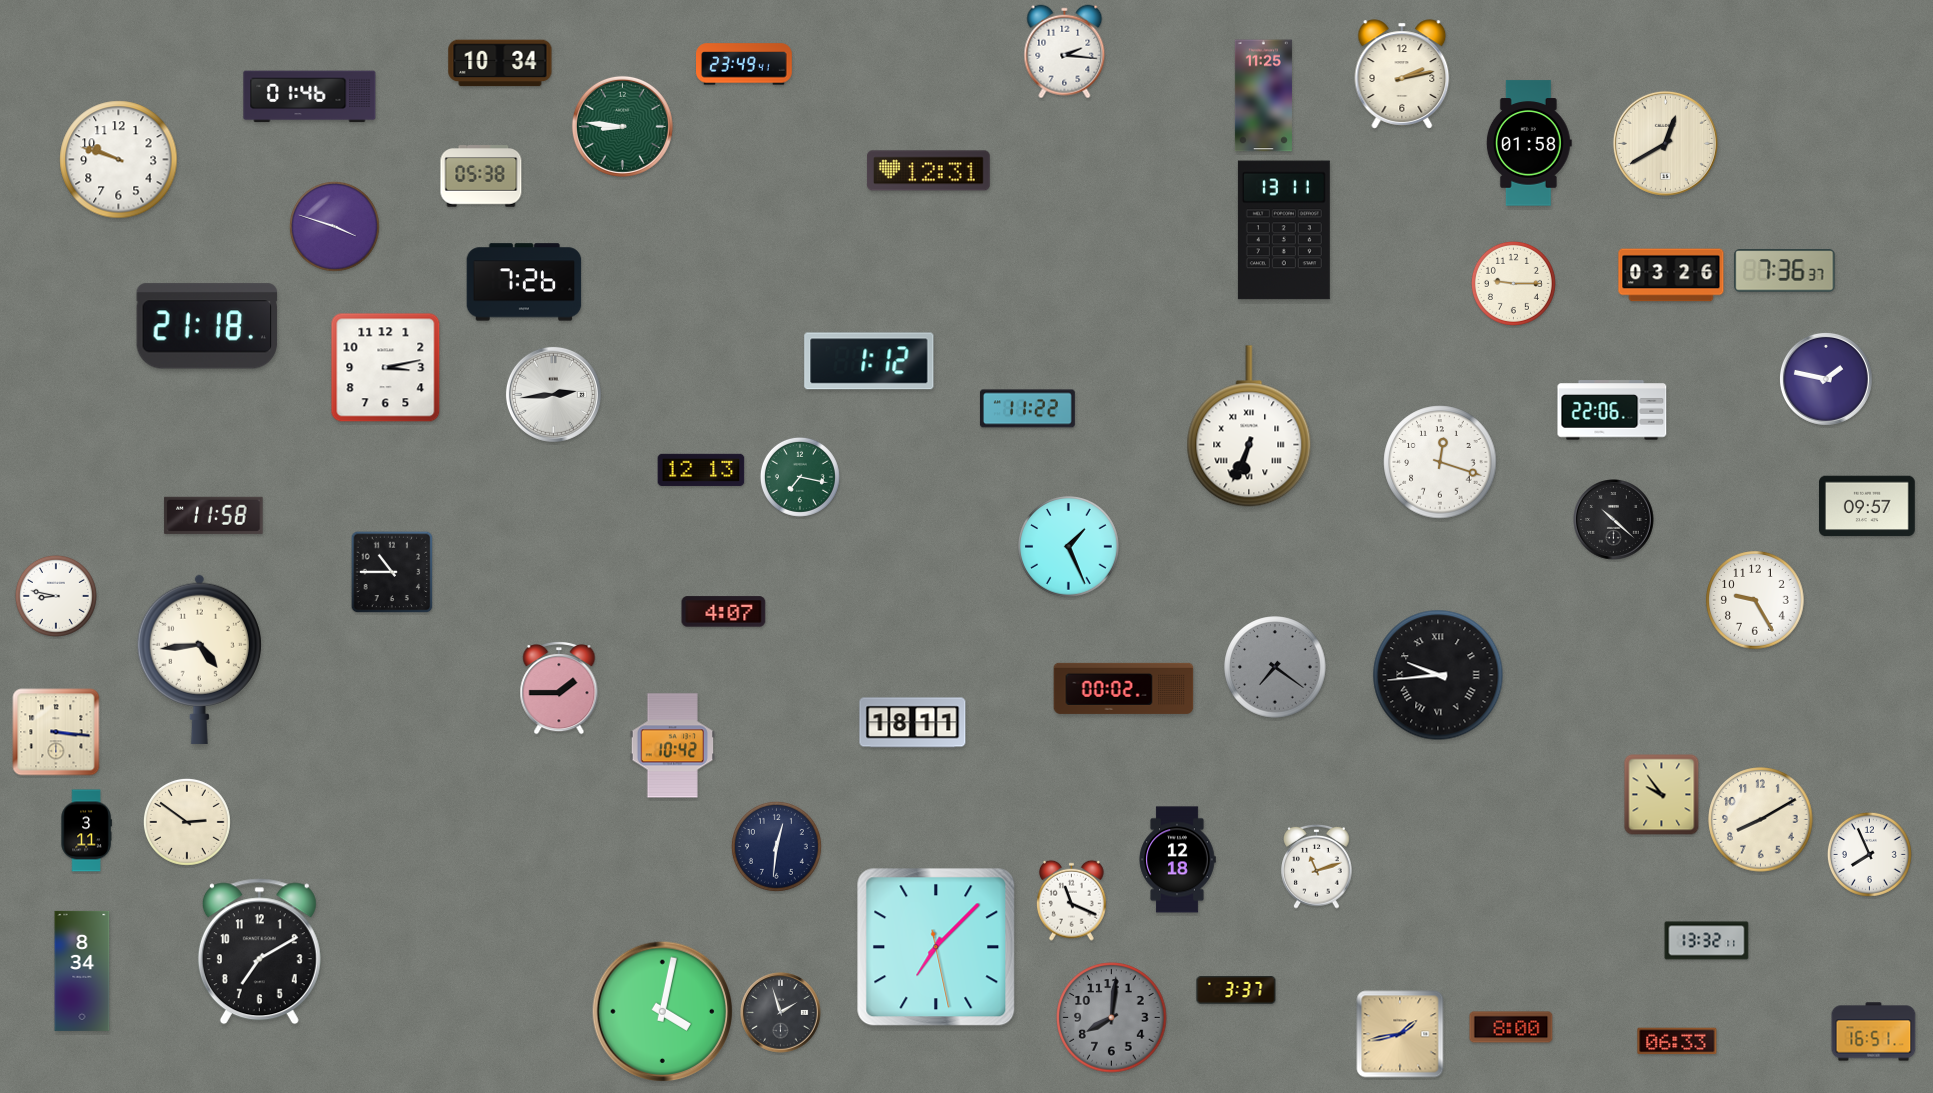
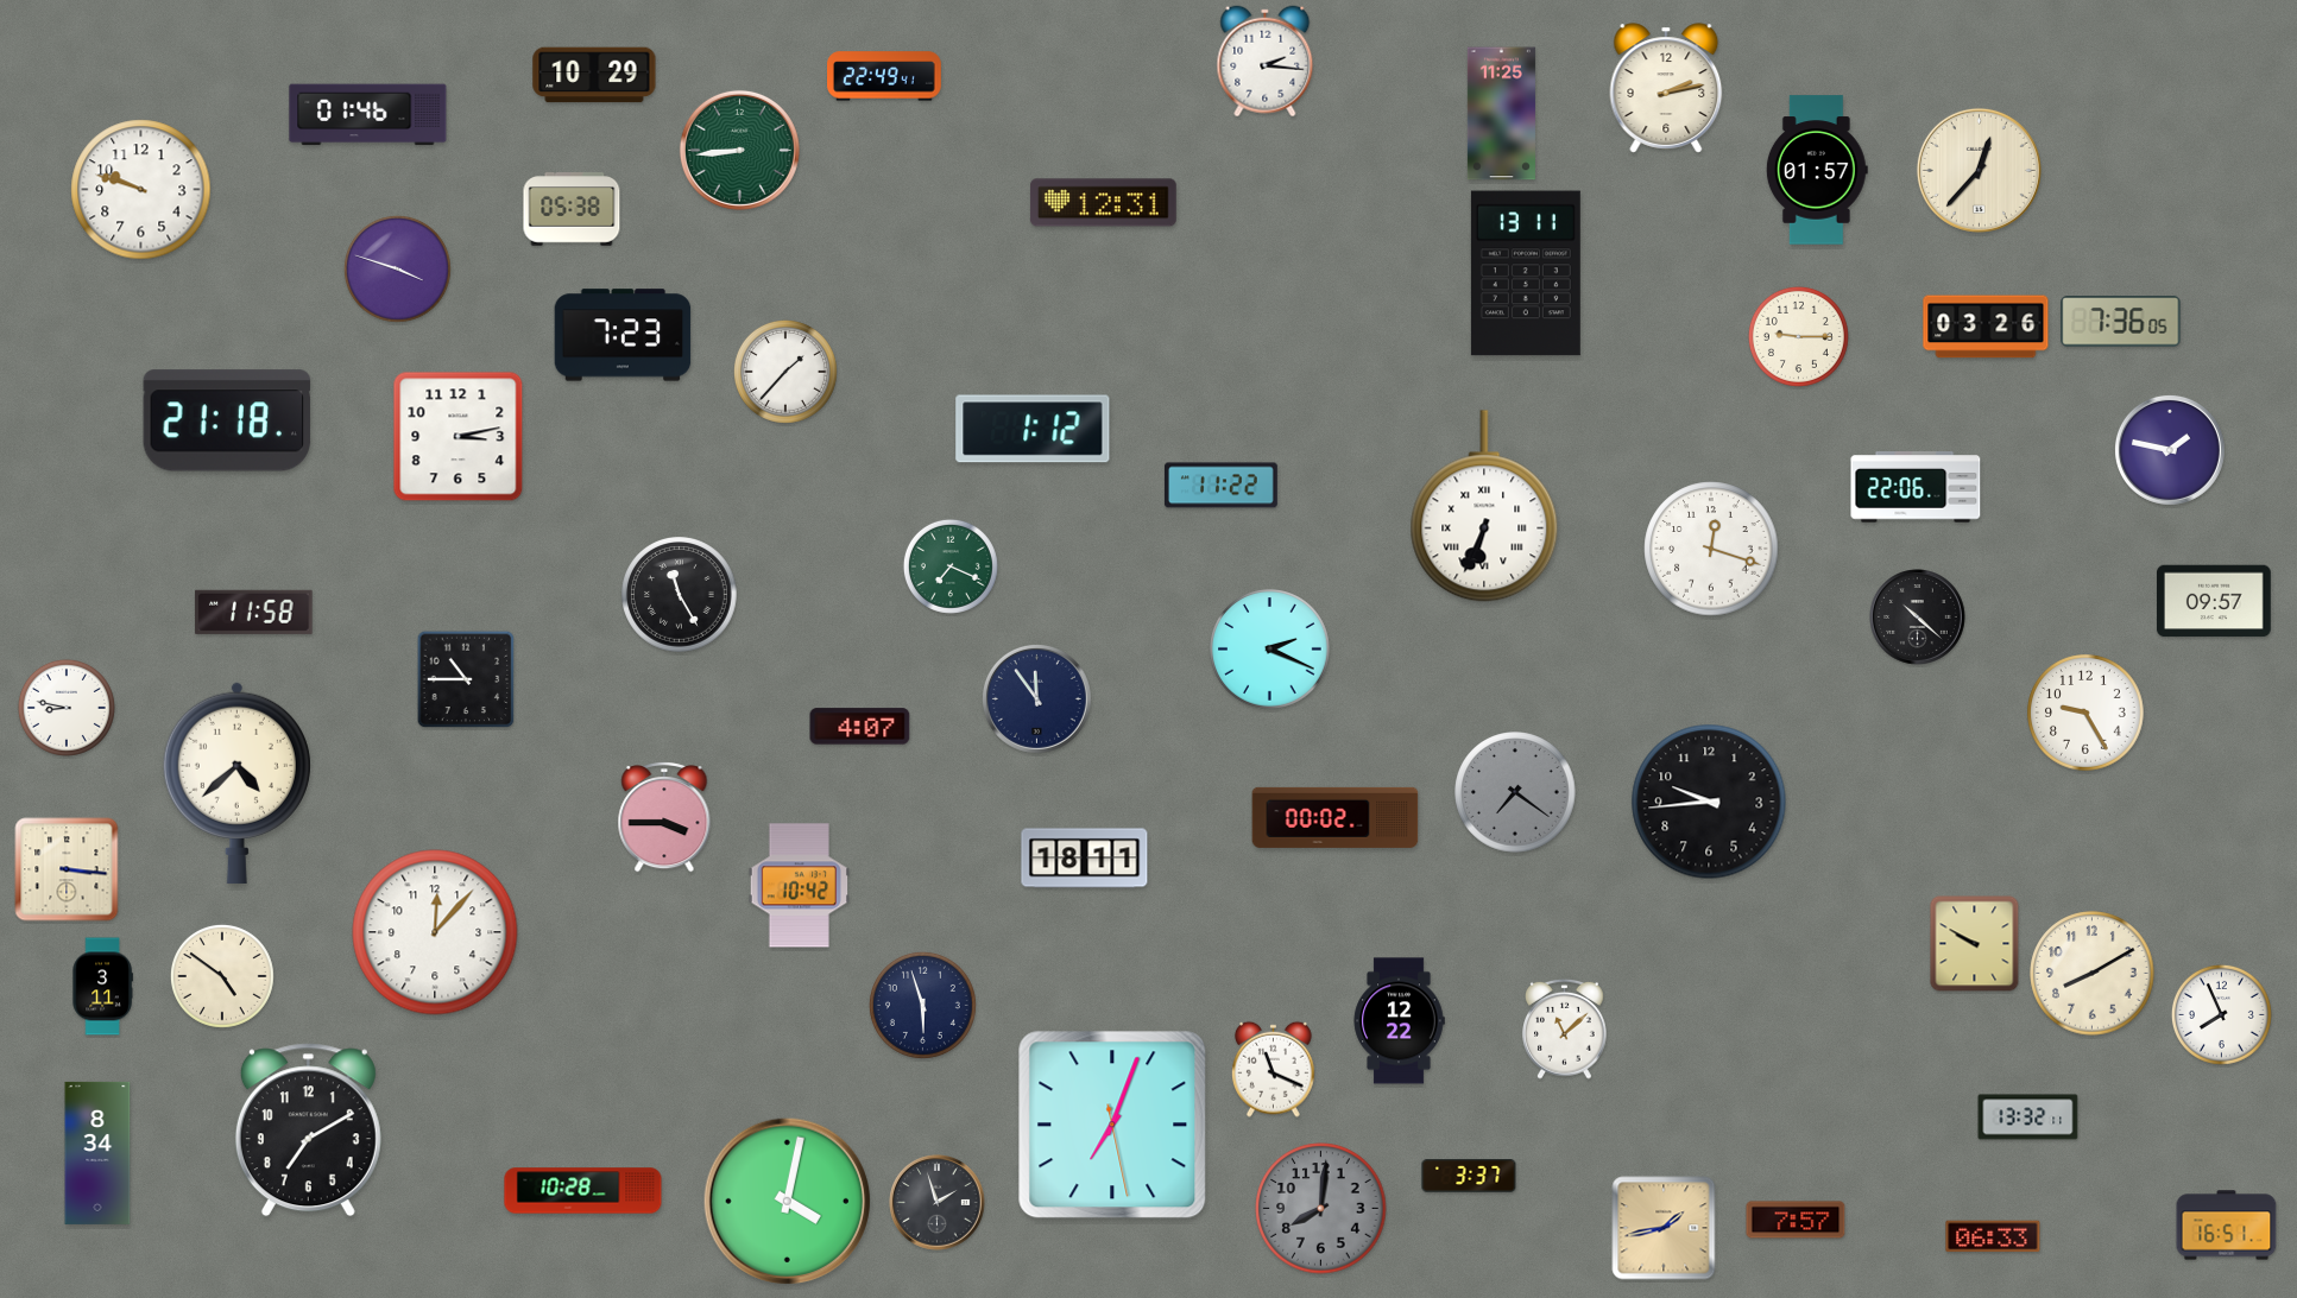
clock at (500, 63): 10:34 -> 10:29
clock at (745, 64): 23:49 -> 22:49
clock at (622, 126): 8:46 -> 8:44
clock at (1529, 143): 01:58 -> 01:57
clock at (1665, 143): 12:40 -> 12:37
clock at (1785, 271): 7:36:37 -> 7:36:05
clock at (524, 282): 7:26 -> 7:23
clock at (785, 372): none -> 1:37
clock at (207, 326) position: (207, 326) -> (227, 420)
clock at (553, 394): 2:44 -> none
clock at (701, 470): 12:13 -> none
clock at (800, 477): 7:17 -> 7:19
clock at (680, 595): none -> 11:25
clock at (1868, 506) position: (1868, 506) -> (2215, 601)
clock at (1069, 547): 1:26 -> 2:19
clock at (1036, 698): none -> 11:54
clock at (199, 659): 4:44 -> 4:38
clock at (1438, 675) numerals: Roman -> Arabic
clock at (559, 688): 1:45 -> 3:45
clock at (435, 932): none -> 12:07
clock at (1662, 795): 9:54 -> 9:50
clock at (187, 822): 2:51 -> 4:51
clock at (776, 846): 12:31 -> 5:57
clock at (1177, 860): 12:18 -> 12:22
clock at (1317, 866): 11:12 -> 11:08
clock at (936, 947): 7:07 -> 7:03
clock at (583, 1191): none -> 10:28
clock at (781, 1013) position: (781, 1013) -> (938, 1203)
clock at (1511, 1027): 8:00 -> 7:57
